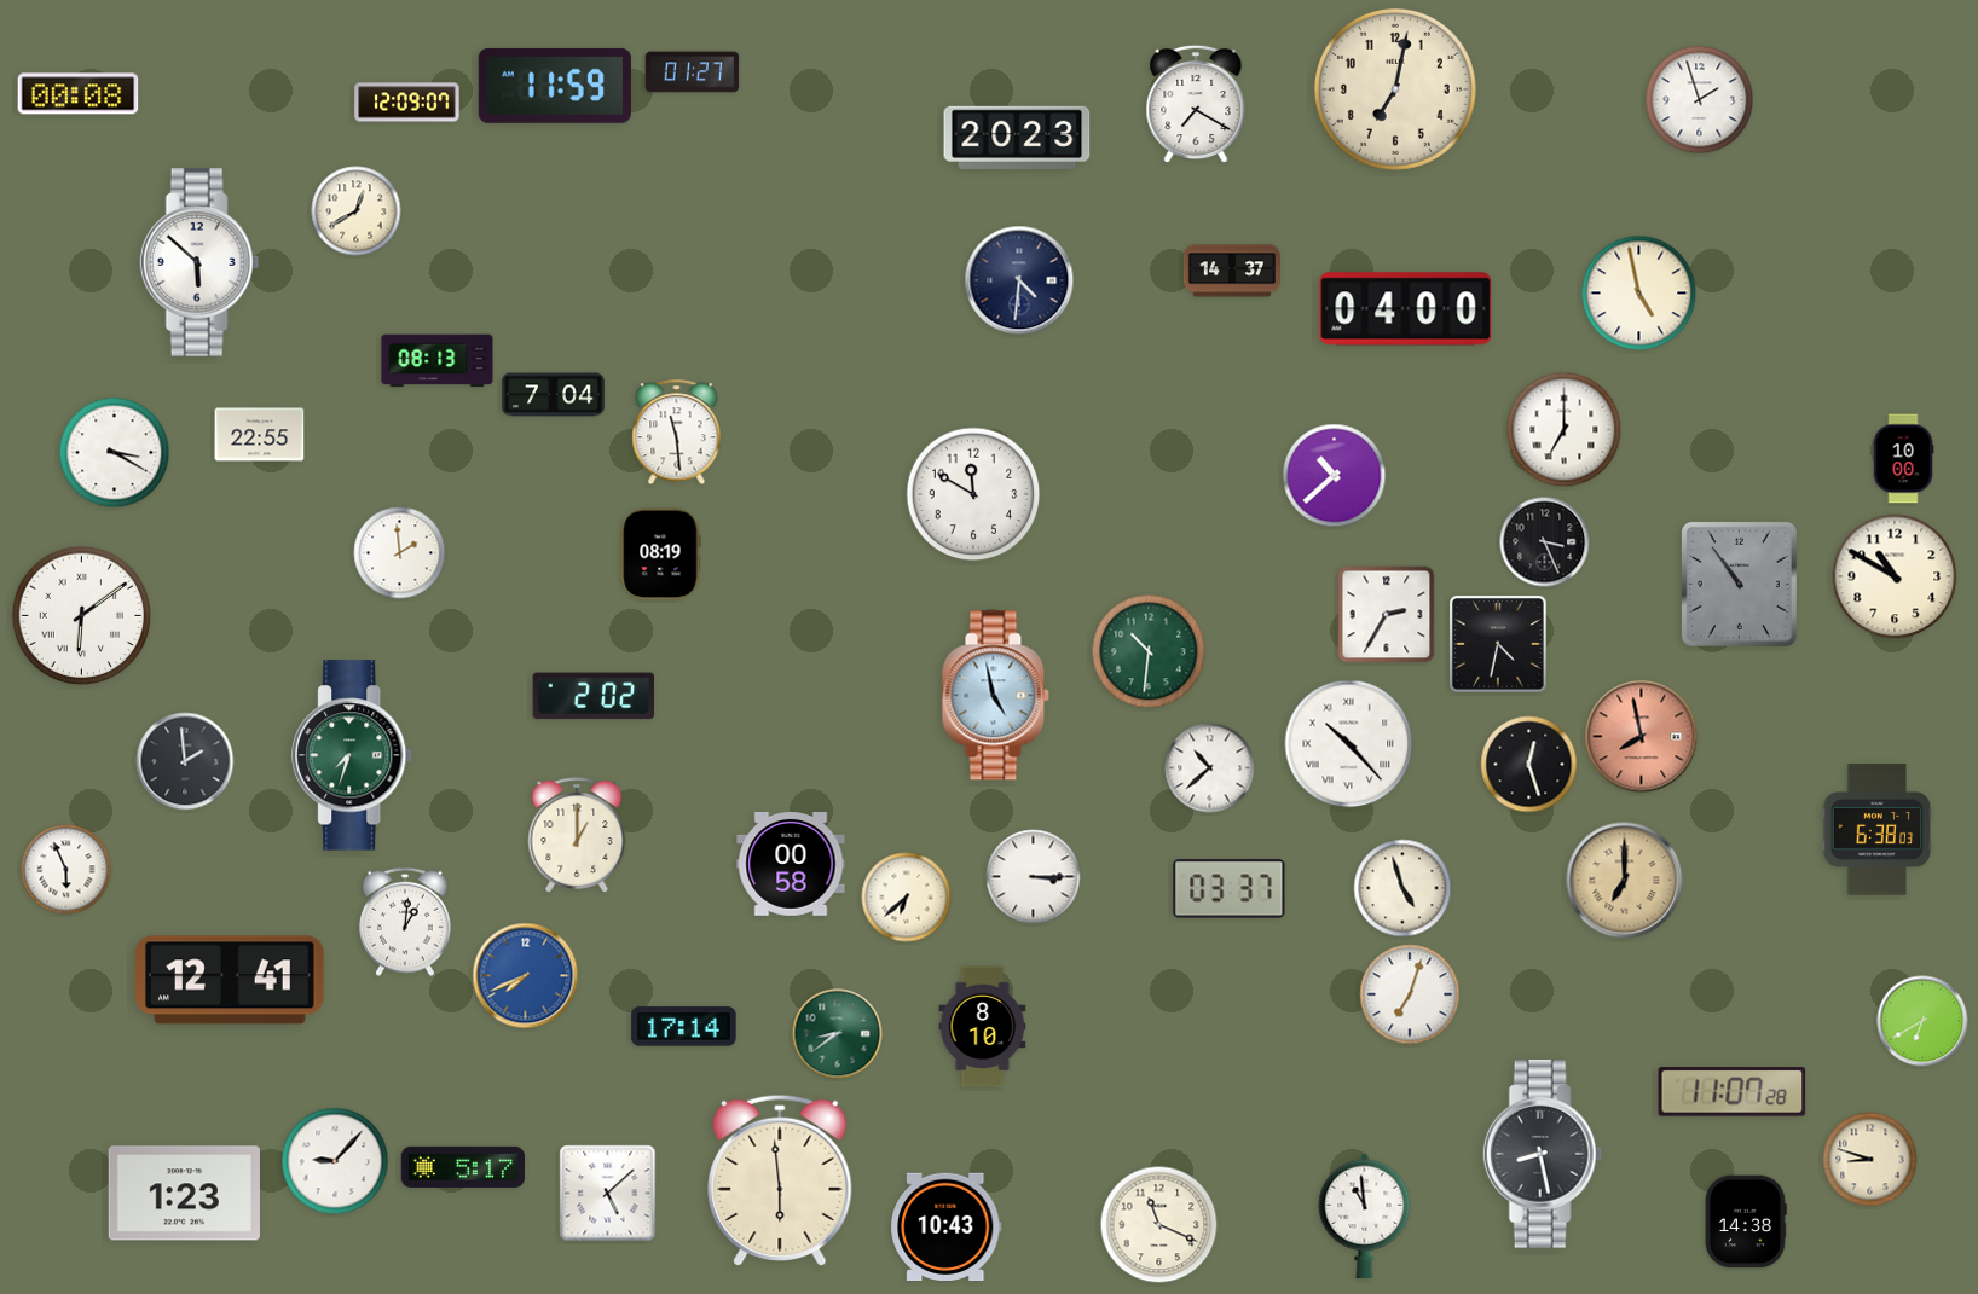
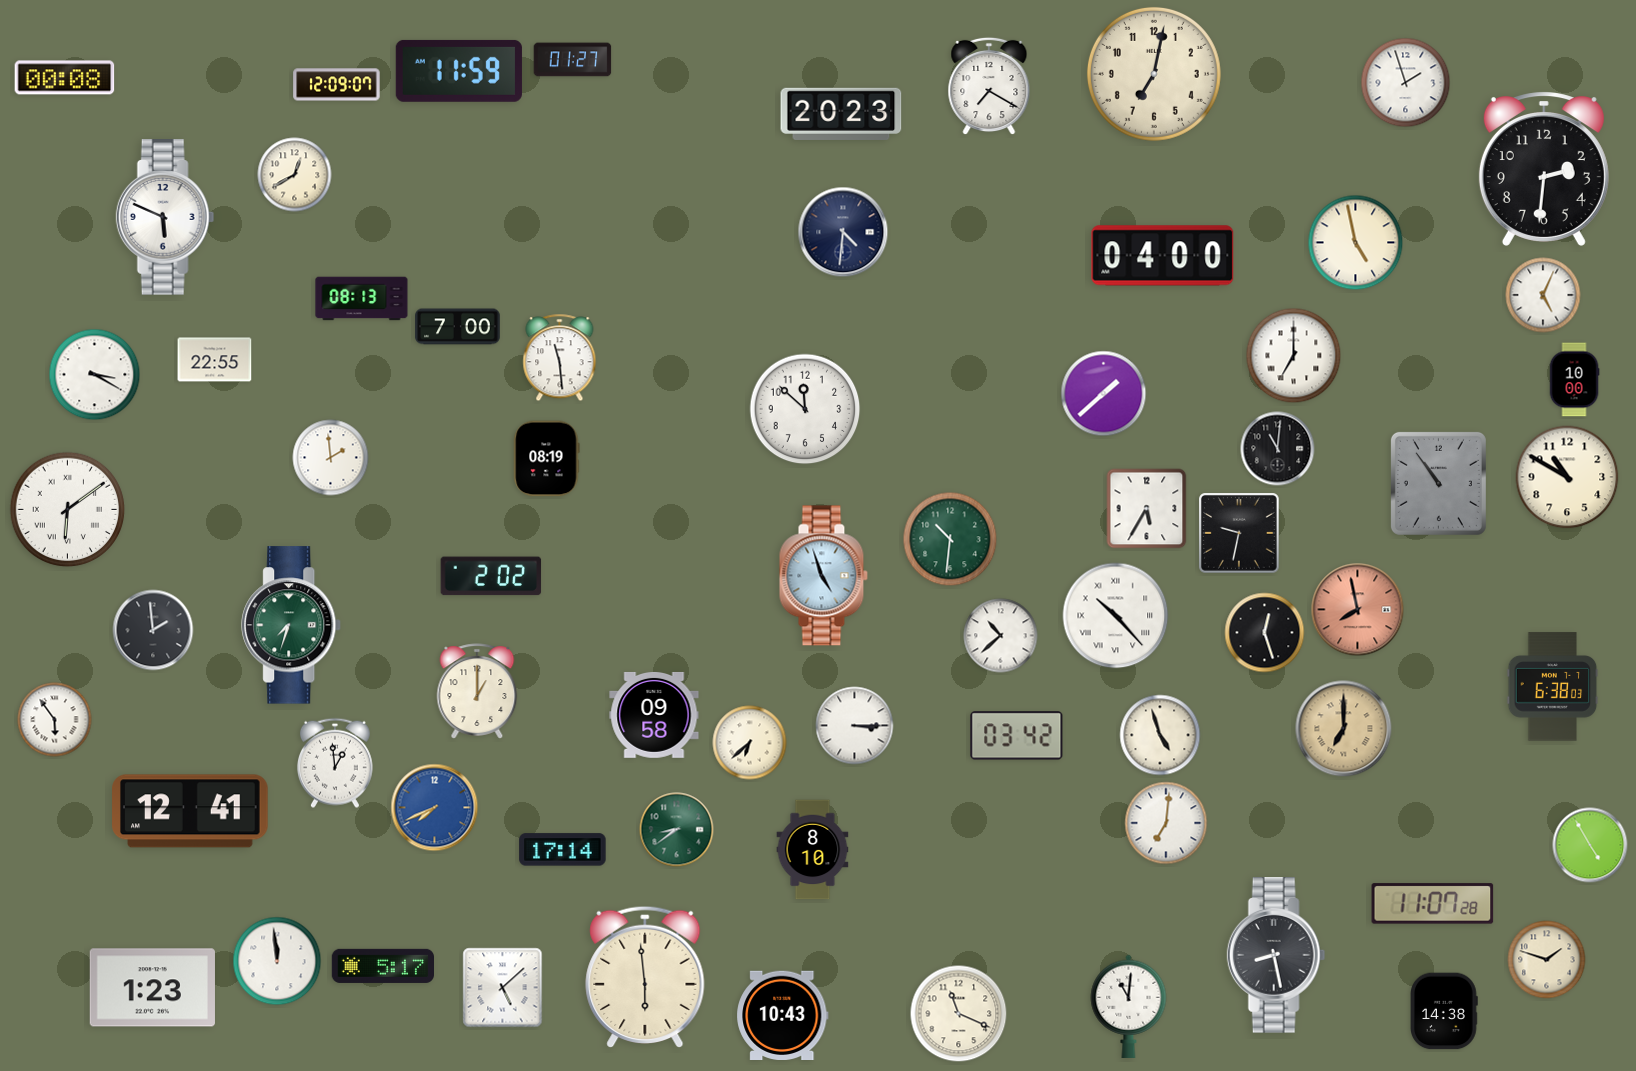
clock at (1544, 169): none -> 2:31
clock at (199, 262): 5:52 -> 5:49
clock at (1231, 271): 14:37 -> none
clock at (1543, 295): none -> 5:04
clock at (554, 395): 7:04 -> 7:00
clock at (1335, 476): 10:38 -> 1:38
clock at (973, 494): 11:50 -> 11:52
clock at (1545, 542): 3:26 -> 11:01
clock at (1387, 615): 2:35 -> 5:35
clock at (1499, 645): 4:32 -> 9:32
clock at (995, 696): 4:58 -> 4:57
clock at (791, 864): 00:58 -> 09:58
clock at (66, 870): 5:56 -> 5:54
clock at (1230, 889): 03:37 -> 03:42
clock at (405, 922): 1:01 -> 12:59
clock at (1410, 994): 7:03 -> 7:01
clock at (1922, 1021): 6:40 -> 4:55
clock at (684, 1027) position: (684, 1027) -> (563, 850)
clock at (838, 1034) position: (838, 1034) -> (677, 830)
clock at (1870, 1160): 8:48 -> 1:48
clock at (335, 1161): 9:07 -> 11:59
clock at (1365, 1215): 10:59 -> 11:01
